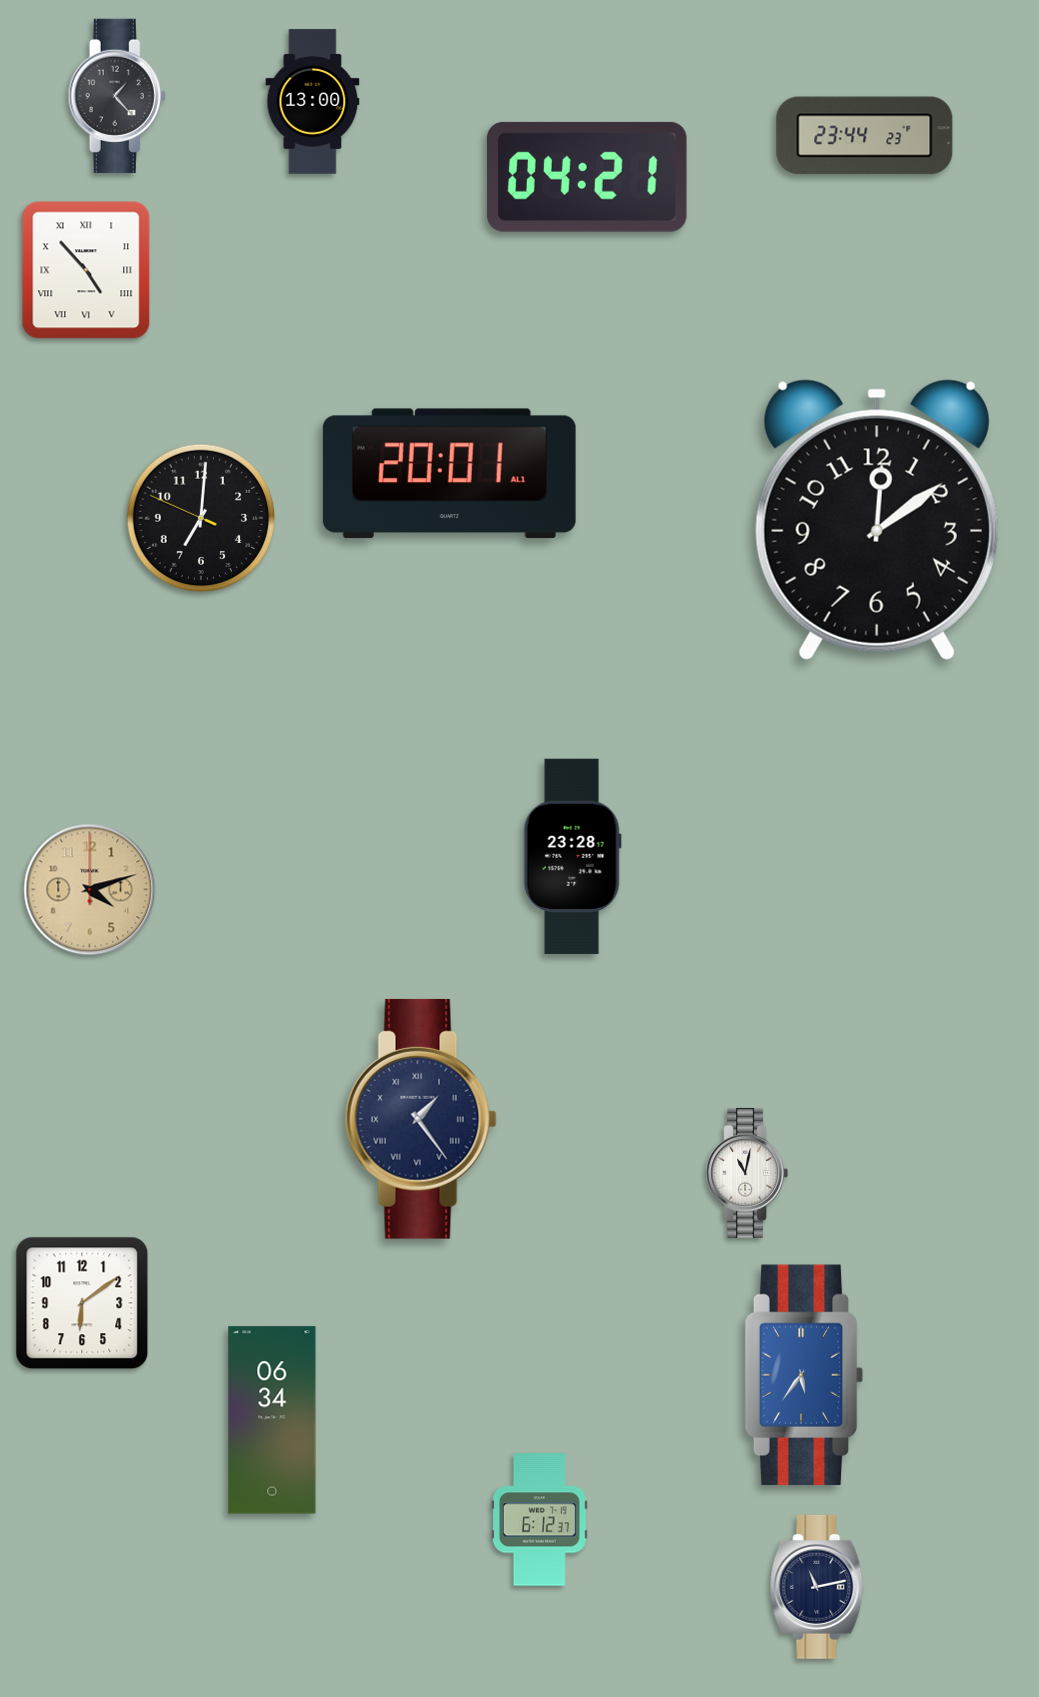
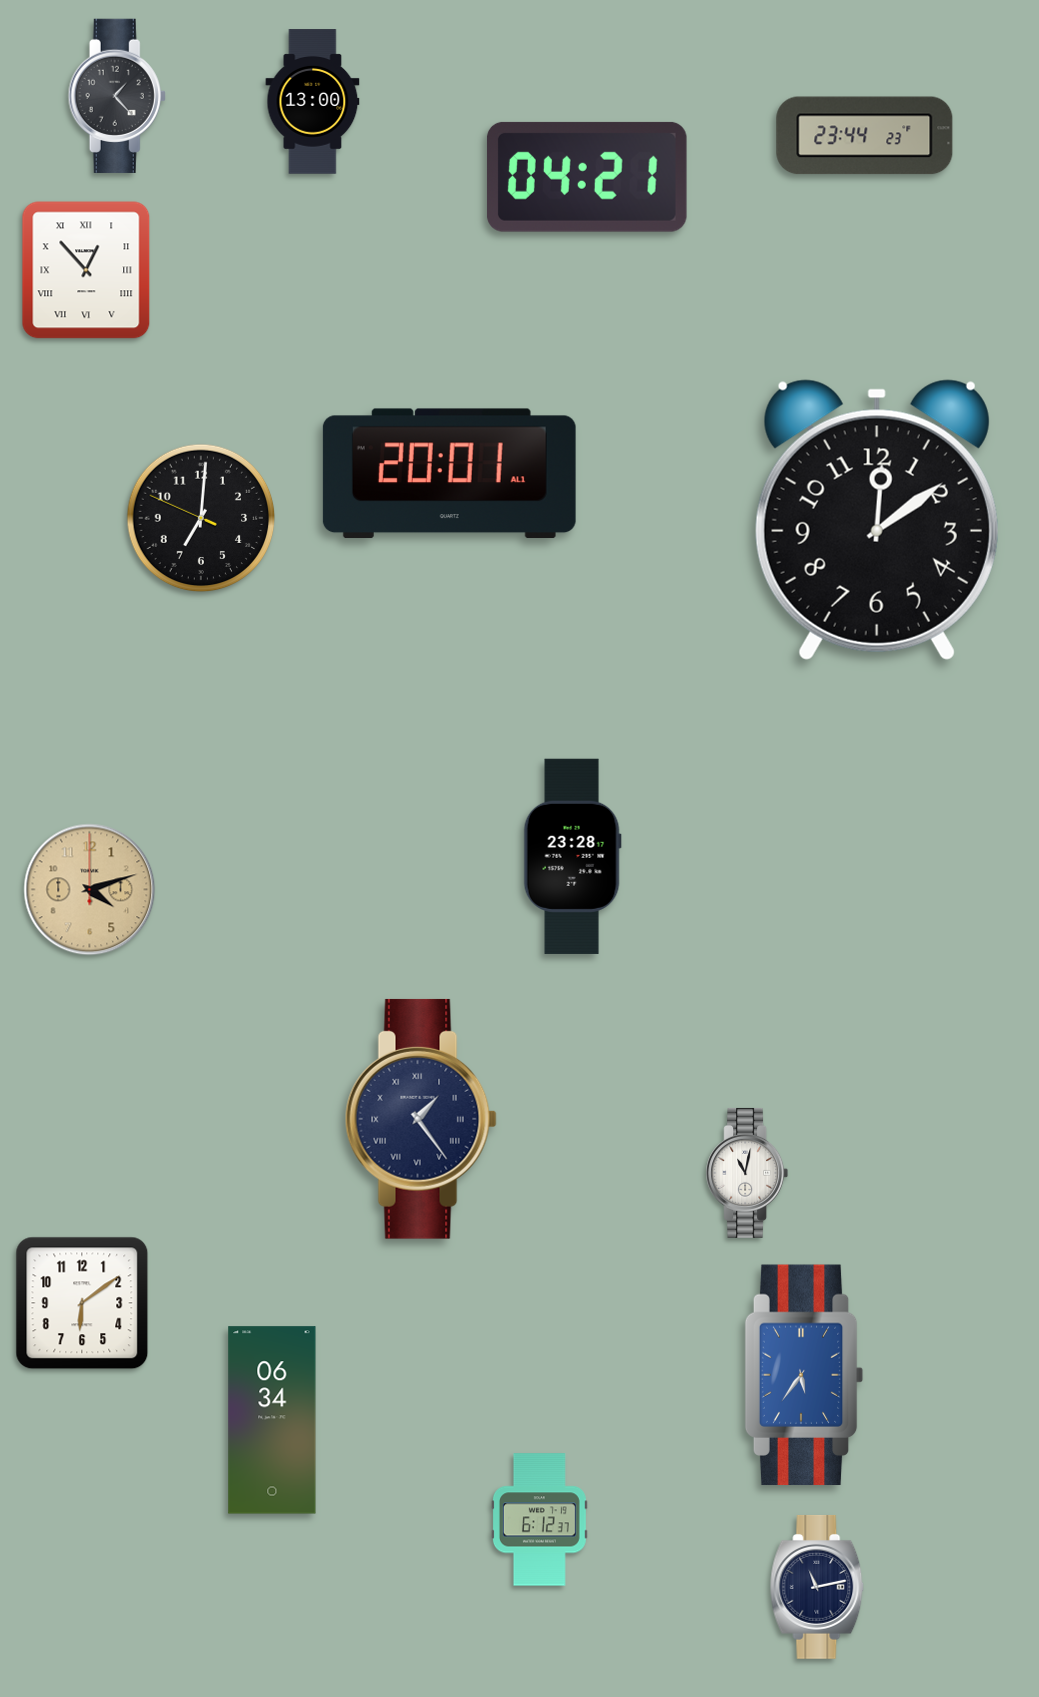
clock at (86, 270): 4:53 -> 12:53
